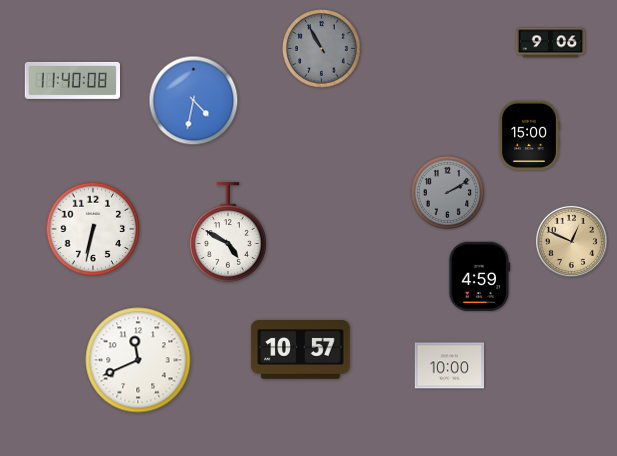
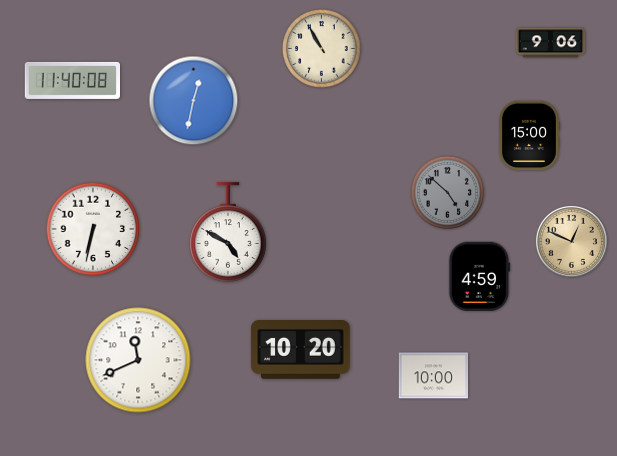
clock at (322, 49) dial: grey -> cream
clock at (194, 101): 4:32 -> 12:32
clock at (448, 193): 2:10 -> 4:52
clock at (301, 350): 10:57 -> 10:20
clock at (450, 366) position: (450, 366) -> (434, 376)
